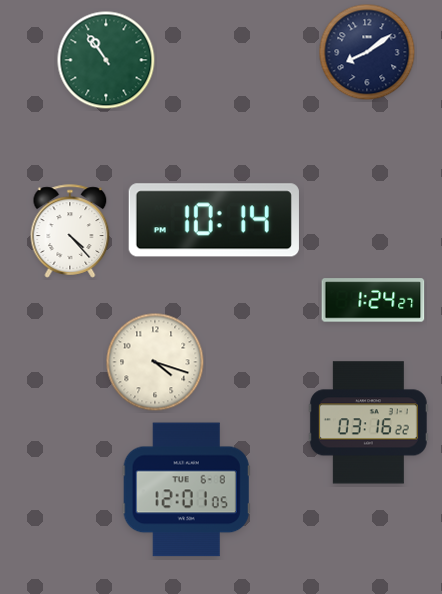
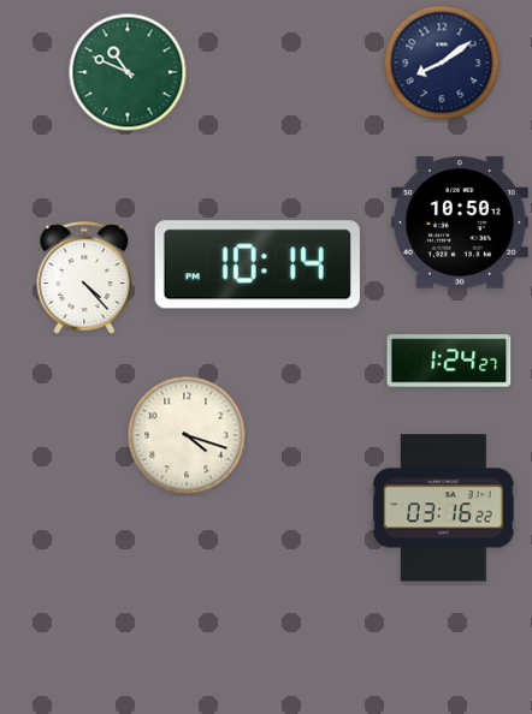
clock at (106, 60): 10:54 -> 10:49
clock at (460, 222): none -> 10:50
clock at (186, 490): 12:01 -> none
